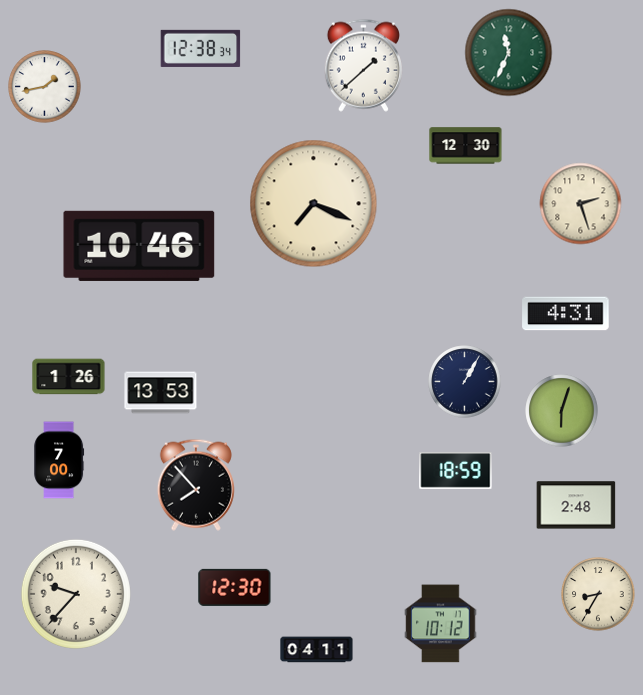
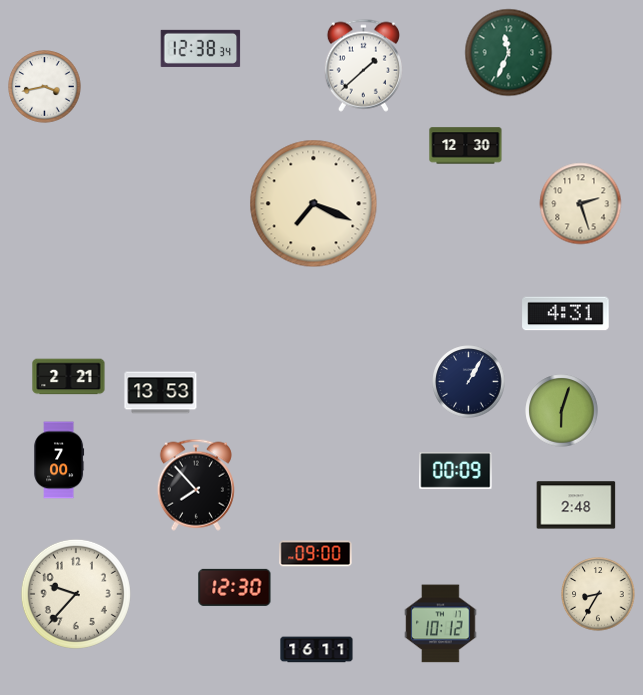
clock at (45, 87): 1:43 -> 3:43
clock at (139, 246): 10:46 -> none
clock at (69, 377): 1:26 -> 2:21
clock at (465, 382) position: (465, 382) -> (469, 382)
clock at (456, 471): 18:59 -> 00:09
clock at (316, 554): none -> 09:00
clock at (317, 650): 04:11 -> 16:11
